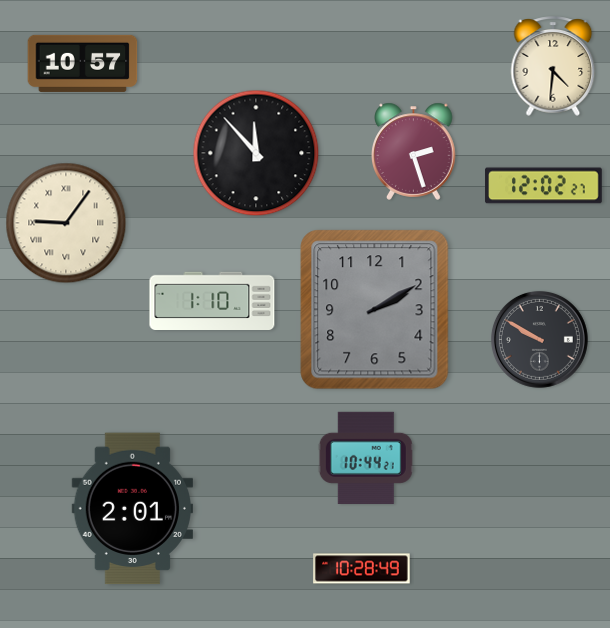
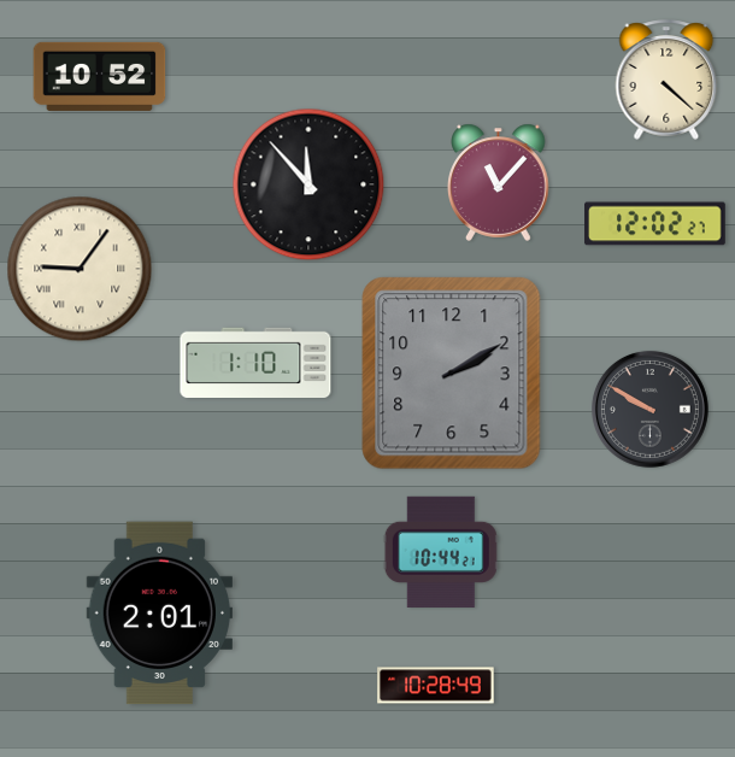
clock at (83, 63): 10:57 -> 10:52
clock at (553, 66): 4:31 -> 4:22
clock at (414, 151): 2:27 -> 11:07
